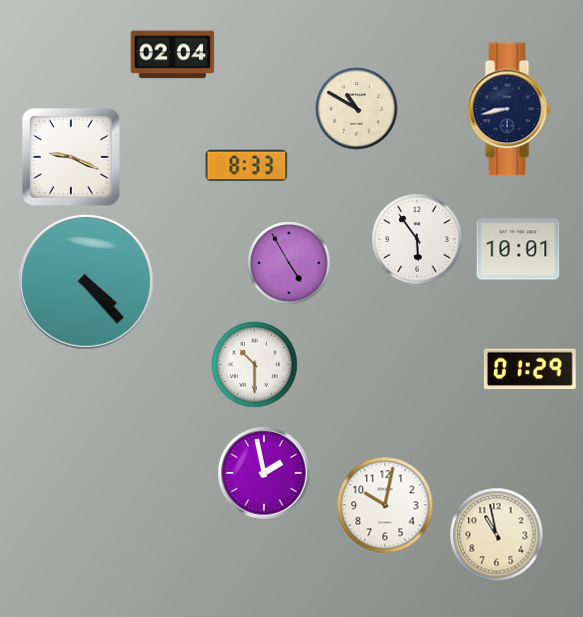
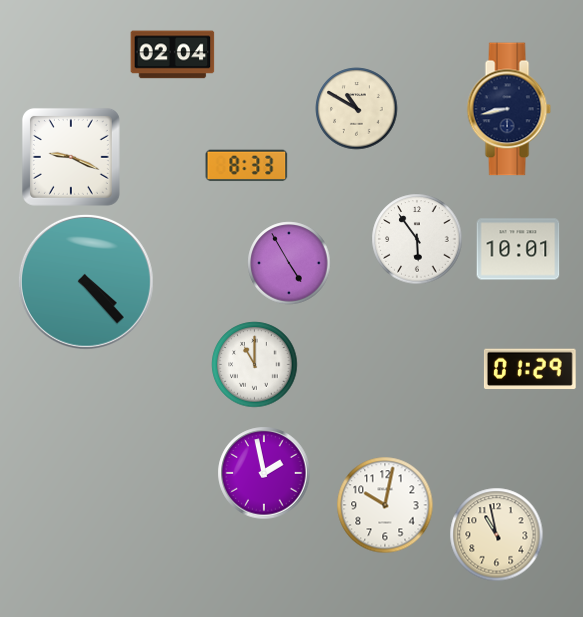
clock at (255, 365): 10:30 -> 11:00
